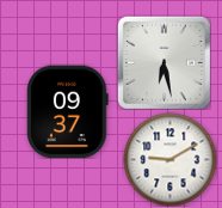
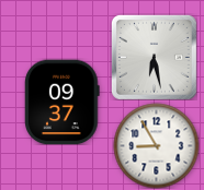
clock at (164, 62) position: (164, 62) -> (154, 57)
clock at (169, 159): 9:10 -> 8:55
